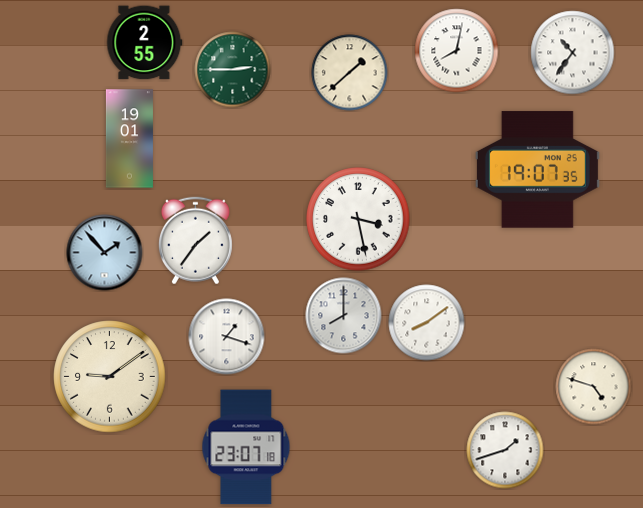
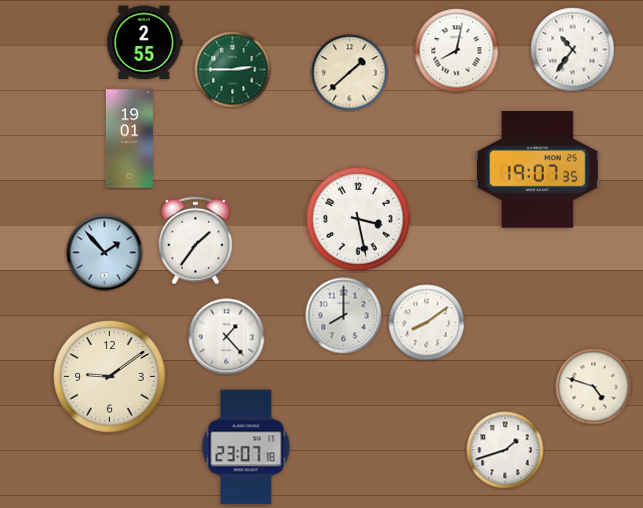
clock at (573, 53) position: (573, 53) -> (573, 50)
clock at (227, 337): 1:18 -> 1:23
